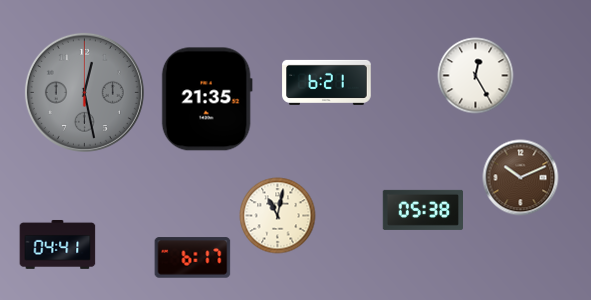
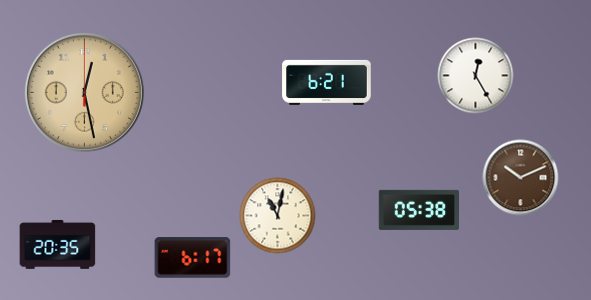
clock at (84, 92) dial: grey -> champagne
clock at (207, 99): 21:35 -> none
clock at (422, 210) position: (422, 210) -> (418, 210)
clock at (58, 244): 04:41 -> 20:35
